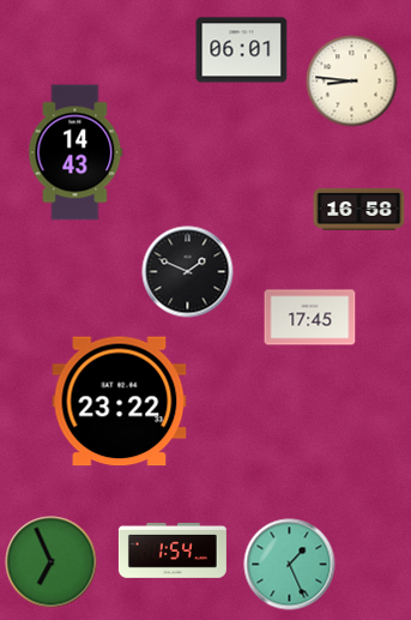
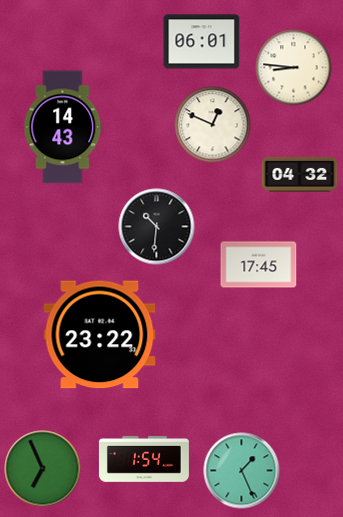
clock at (213, 125): none -> 12:49
clock at (359, 209): 16:58 -> 04:32
clock at (188, 272): 1:49 -> 10:31
